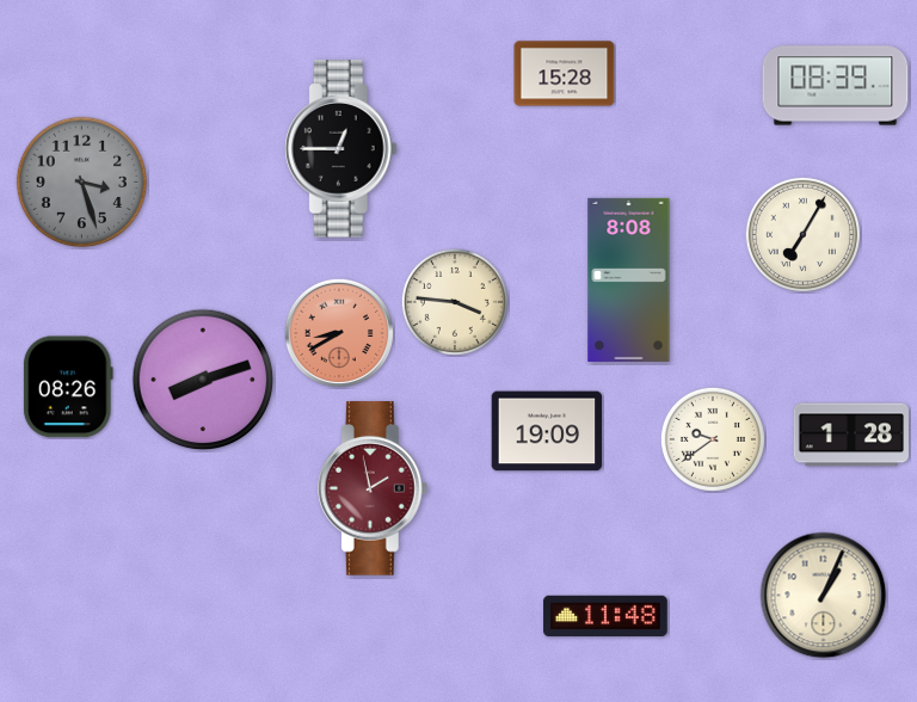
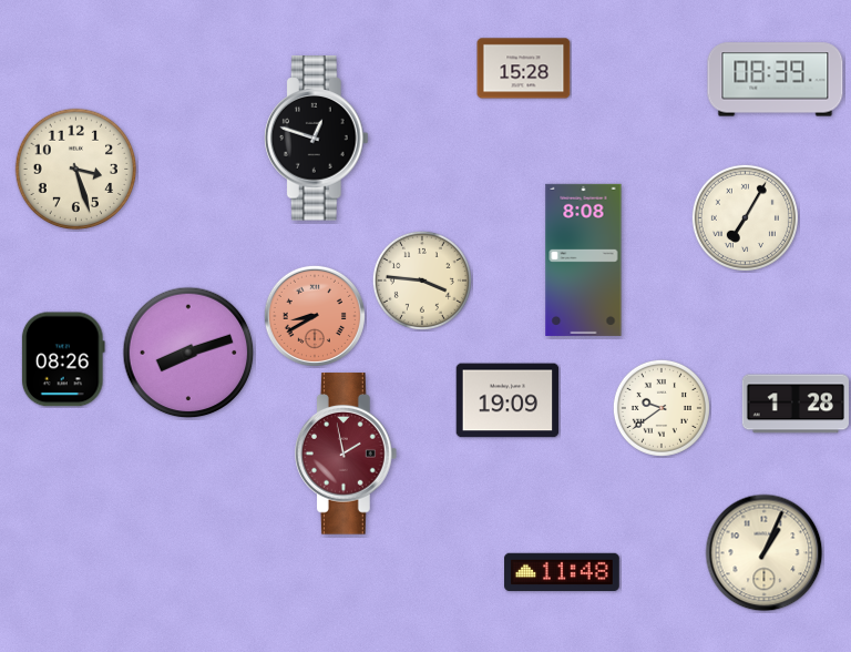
clock at (340, 149): 12:45 -> 12:48
clock at (82, 183) dial: grey -> cream
clock at (339, 333) position: (339, 333) -> (315, 316)
clock at (851, 435) position: (851, 435) -> (796, 404)
